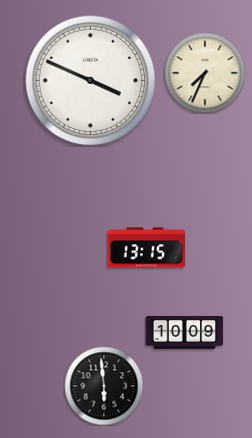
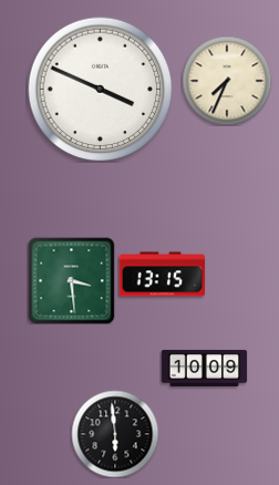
clock at (71, 280): none -> 3:29
clock at (104, 386) position: (104, 386) -> (115, 434)
